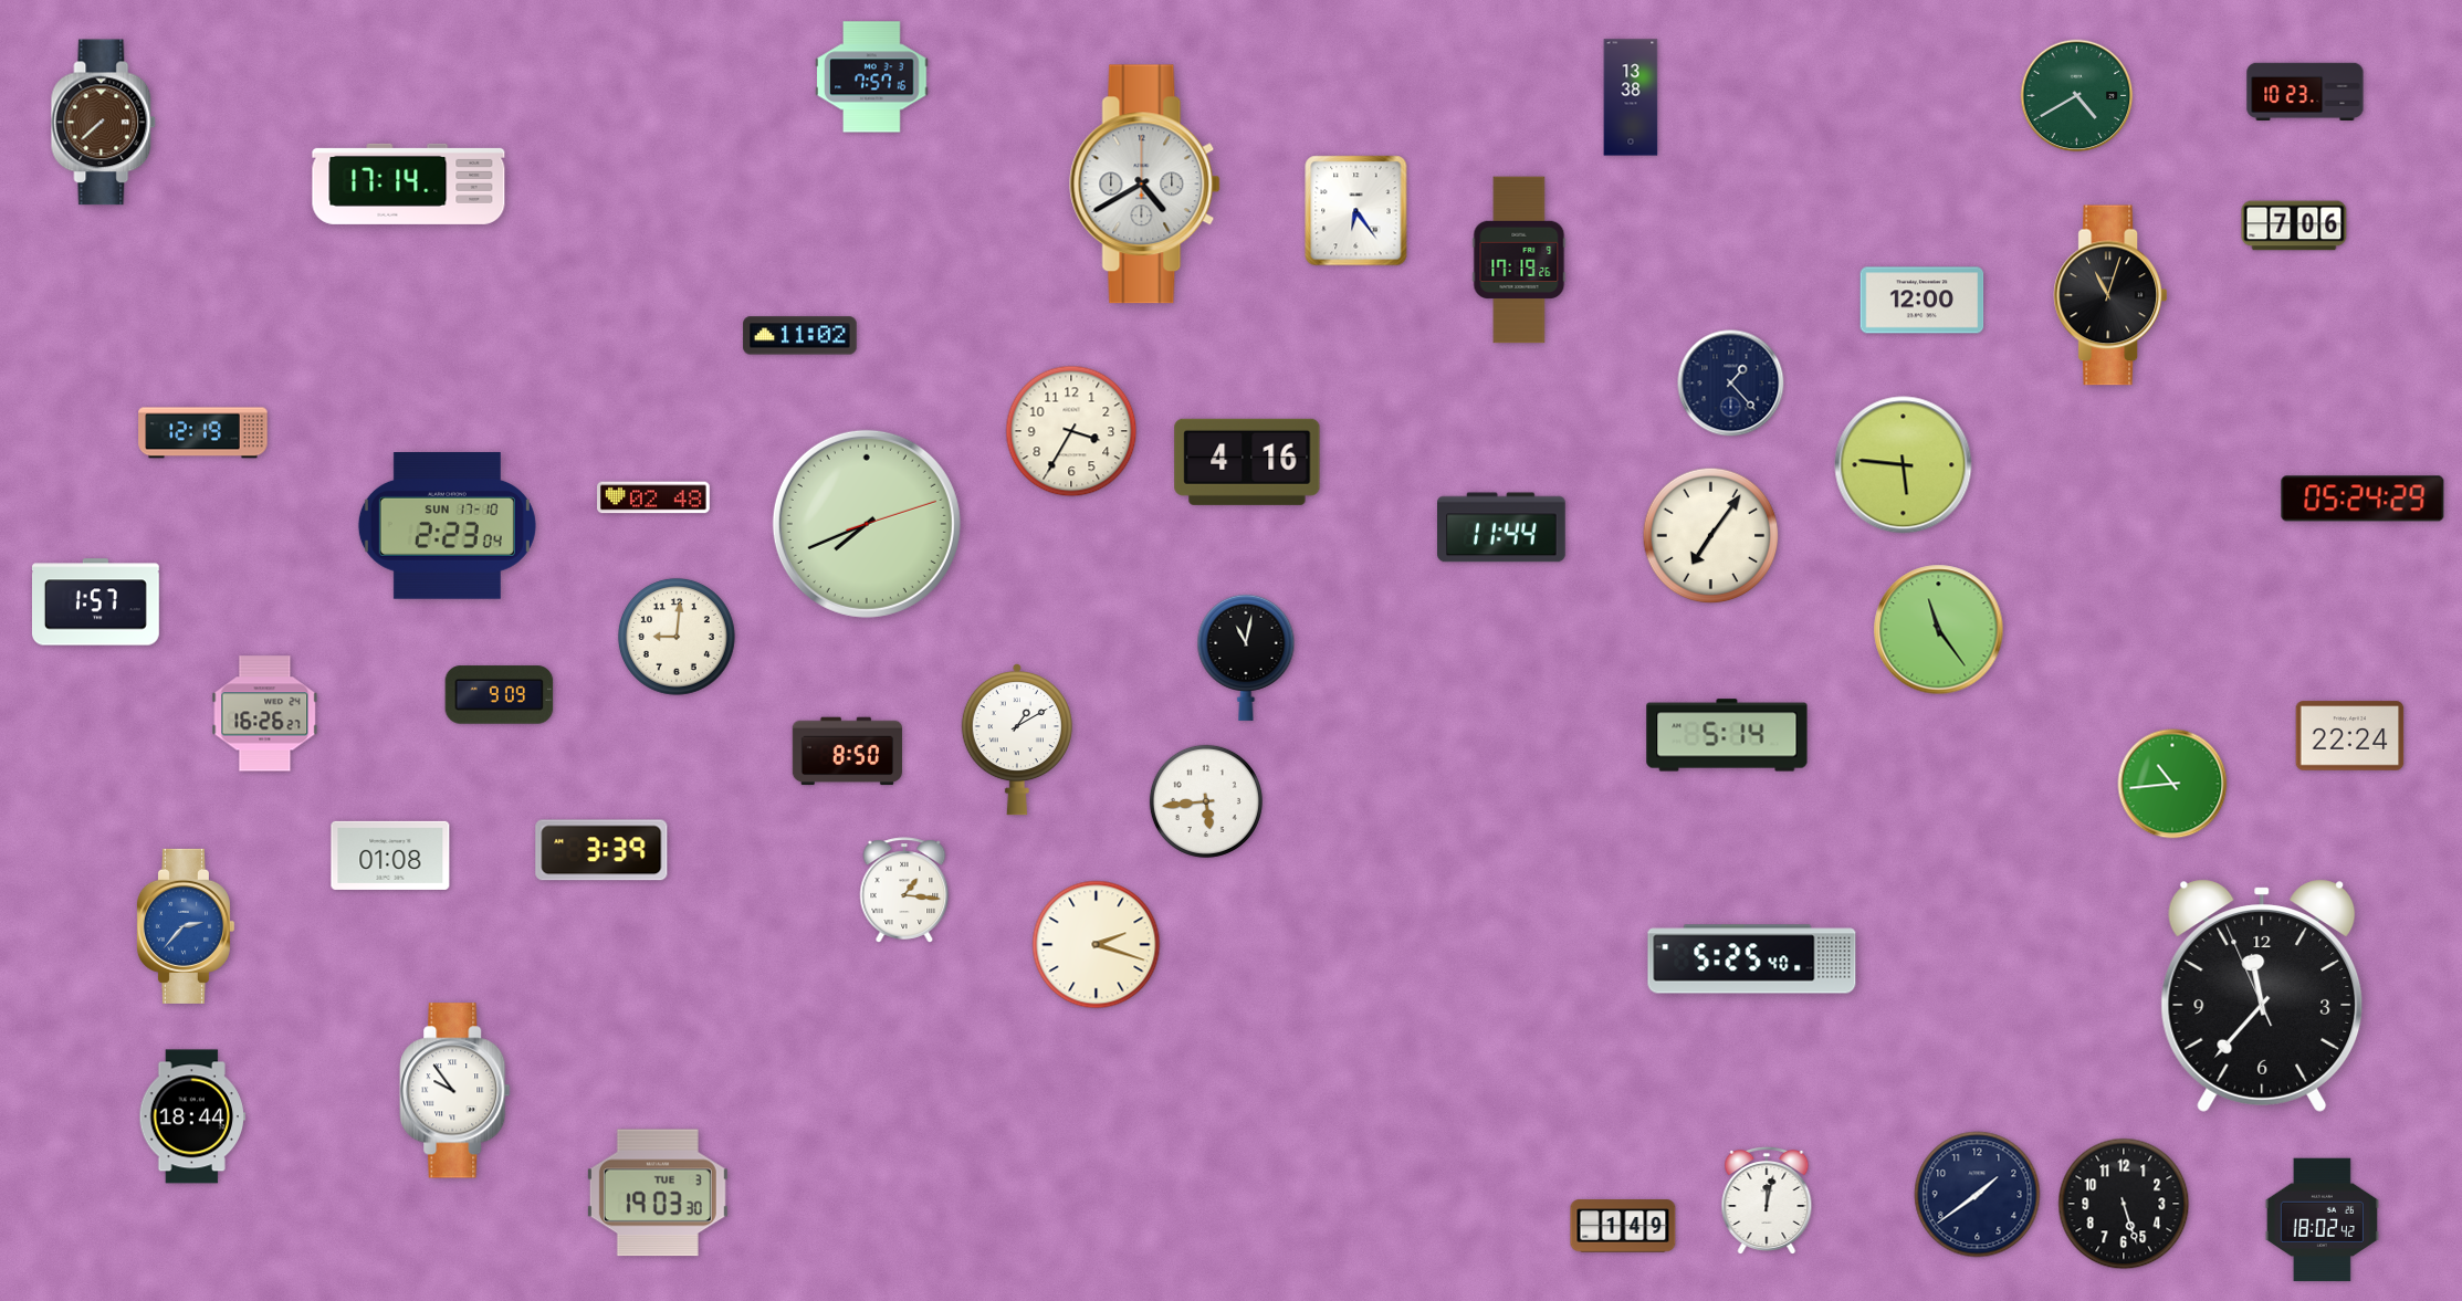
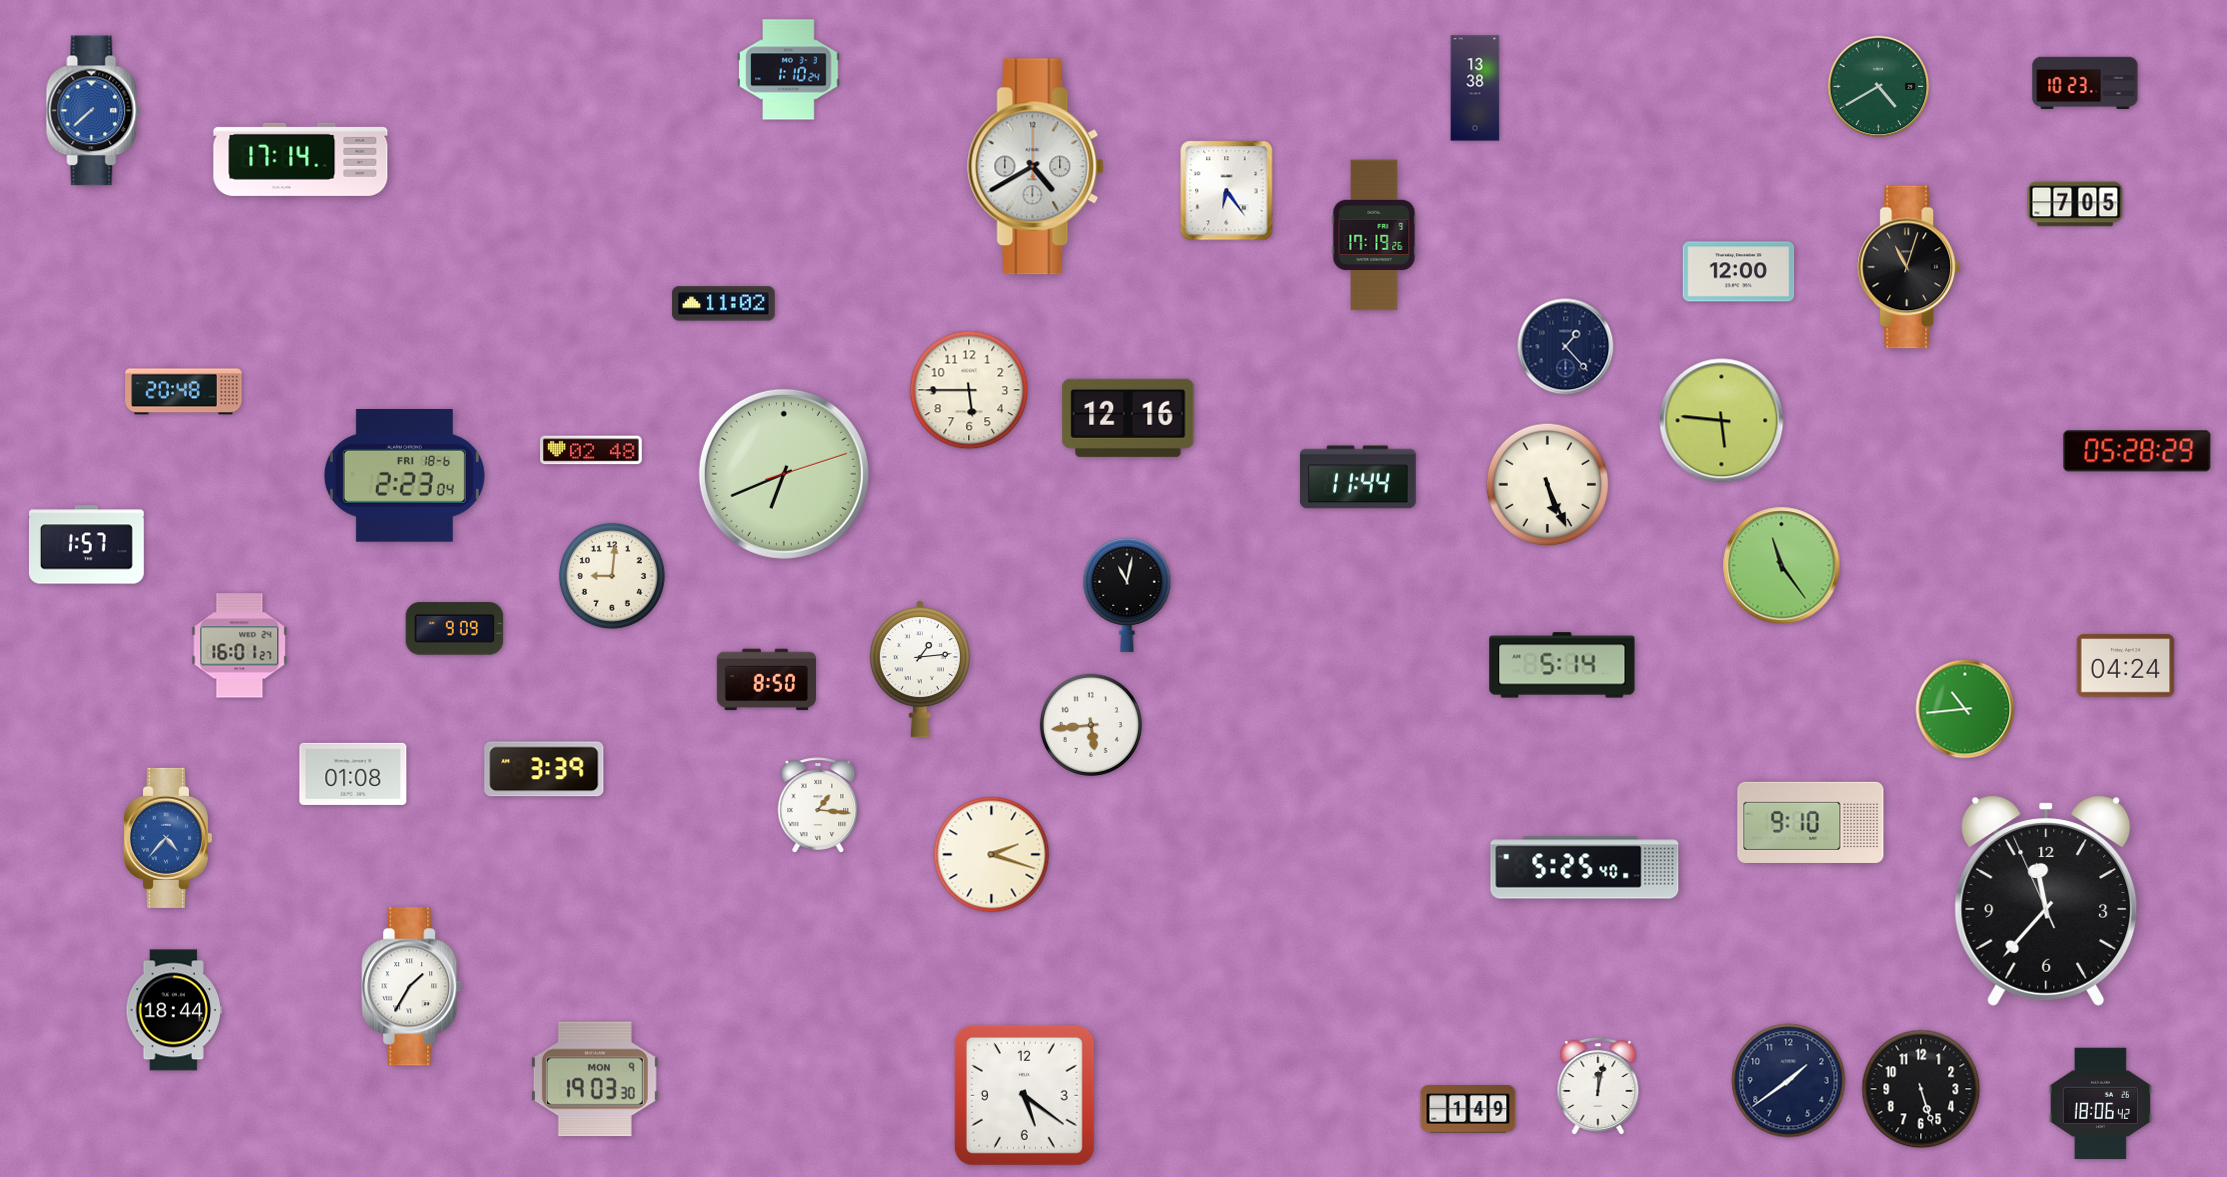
clock at (872, 77): 7:57 -> 1:10
clock at (104, 123) dial: brown -> blue
clock at (409, 183) position: (409, 183) -> (301, 159)
clock at (2294, 225): 7:06 -> 7:05
clock at (1071, 431): 3:35 -> 5:45
clock at (203, 433): 12:19 -> 20:48
clock at (1247, 462): 4:16 -> 12:16
clock at (2363, 499): 05:24 -> 05:28
clock at (867, 524): 7:41 -> 6:41
clock at (447, 526) date: SUN 17-10 -> FRI 18-6
clock at (1711, 536): 7:06 -> 5:26
clock at (1939, 630) position: (1939, 630) -> (1782, 566)
clock at (500, 695) position: (500, 695) -> (455, 629)
clock at (265, 714): 16:26 -> 16:01
clock at (2350, 736): 22:24 -> 04:24
clock at (1017, 739): 1:10 -> 1:14
clock at (1811, 822): none -> 9:10
clock at (185, 926): 2:37 -> 4:37
clock at (455, 1091): 9:54 -> 1:35
clock at (658, 1193) date: TUE 3 -> MON 9
clock at (1024, 1095): none -> 5:21
clock at (2322, 1220): 18:02 -> 18:06
